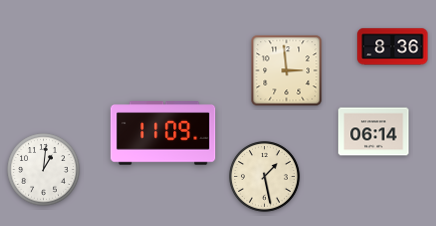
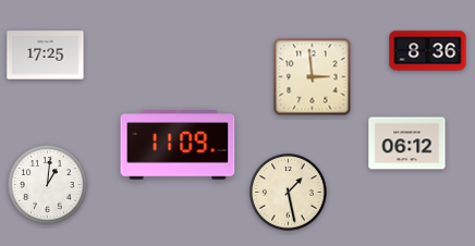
clock at (46, 56): none -> 17:25
clock at (374, 132): 06:14 -> 06:12
